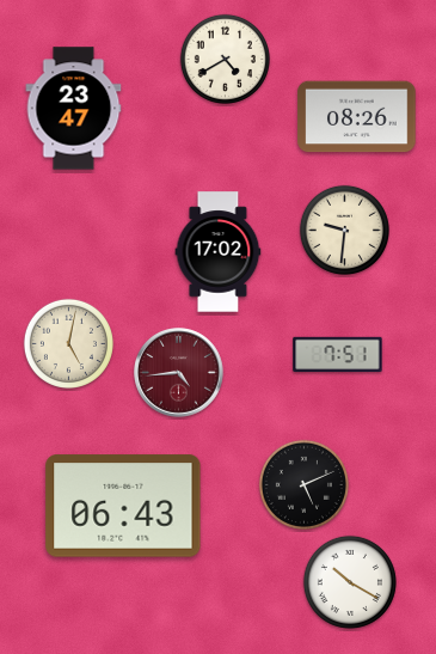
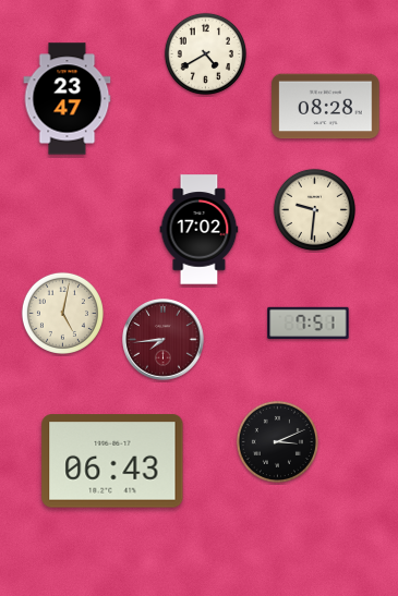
clock at (357, 117): 08:26 -> 08:28
clock at (179, 373): 4:44 -> 7:44
clock at (303, 484): 5:11 -> 3:11
clock at (350, 582): 10:20 -> none
